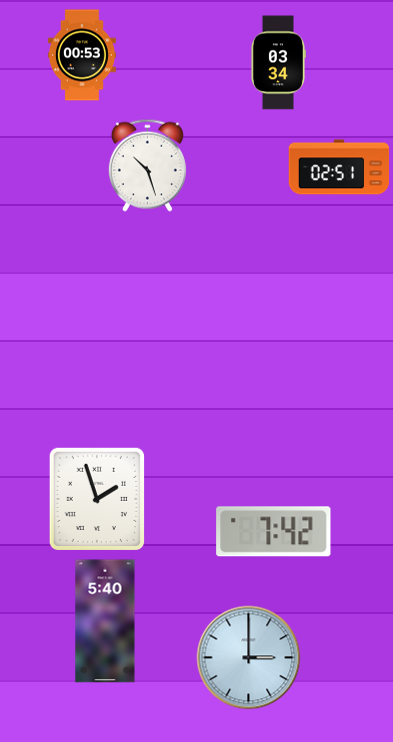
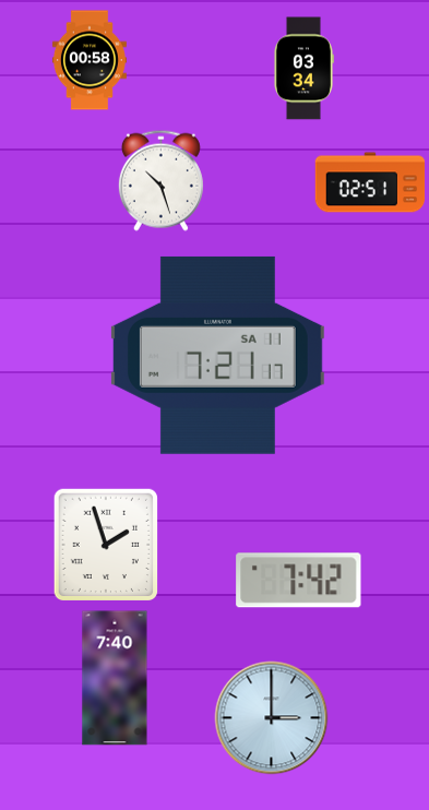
clock at (82, 55): 00:53 -> 00:58
clock at (217, 355): none -> 7:21
clock at (105, 621): 5:40 -> 7:40
